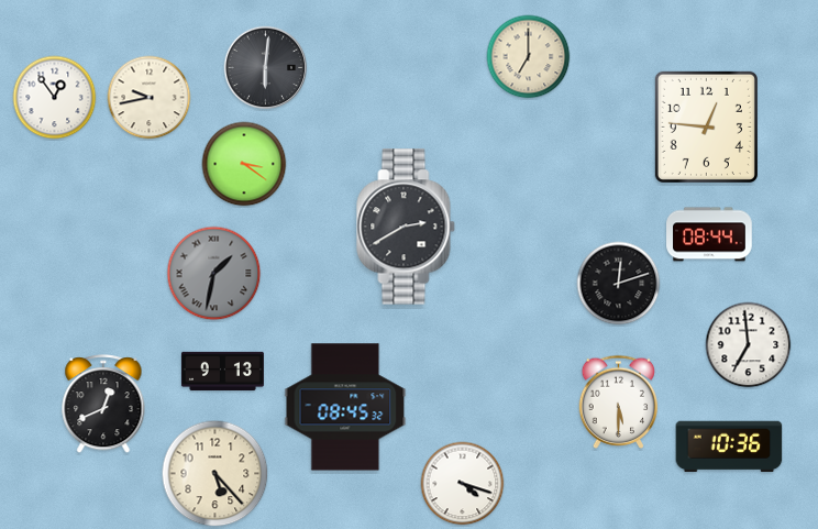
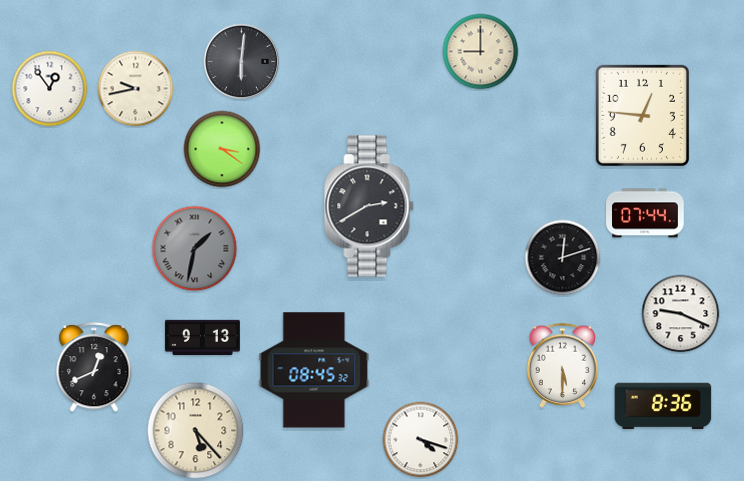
clock at (529, 57): 7:00 -> 9:00
clock at (709, 234): 08:44 -> 07:44
clock at (749, 345): 6:59 -> 9:19
clock at (729, 447): 10:36 -> 8:36
